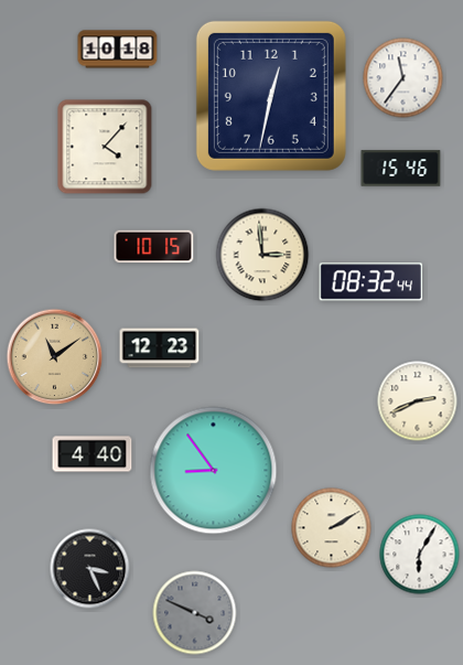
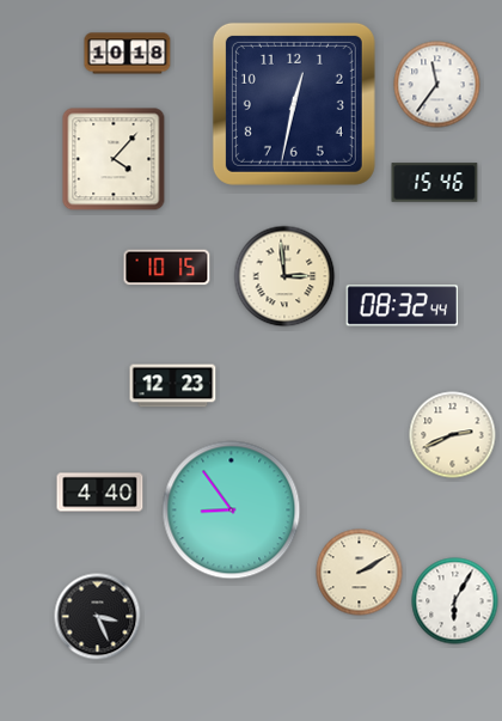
clock at (160, 348) position: (160, 348) -> (173, 386)
clock at (55, 357): 11:09 -> none
clock at (195, 613): 3:49 -> none
